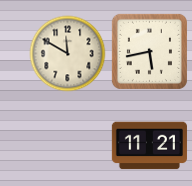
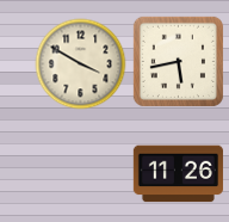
clock at (68, 54): 11:50 -> 3:50
clock at (149, 146): 11:21 -> 11:26
